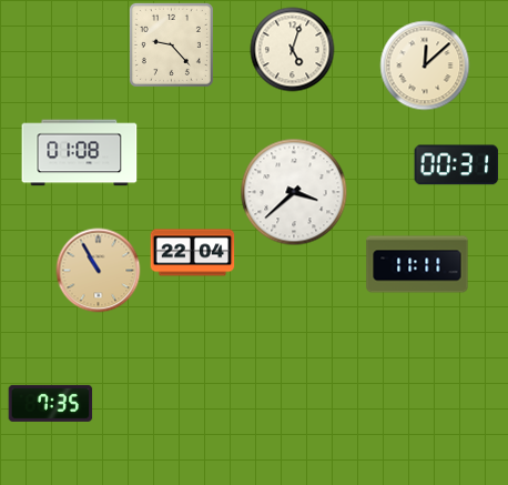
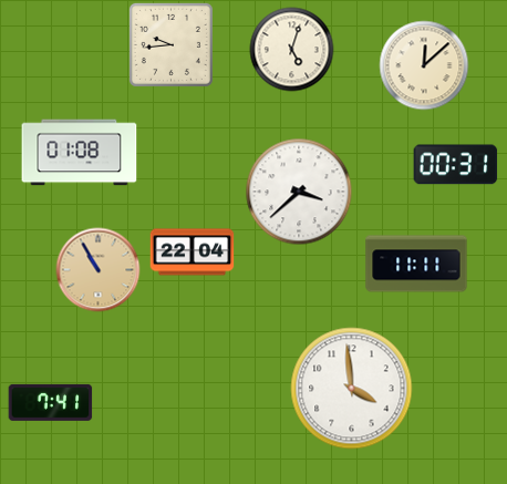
clock at (171, 44): 9:23 -> 9:44
clock at (294, 192) position: (294, 192) -> (299, 192)
clock at (352, 389): none -> 3:59
clock at (51, 403): 7:35 -> 7:41
